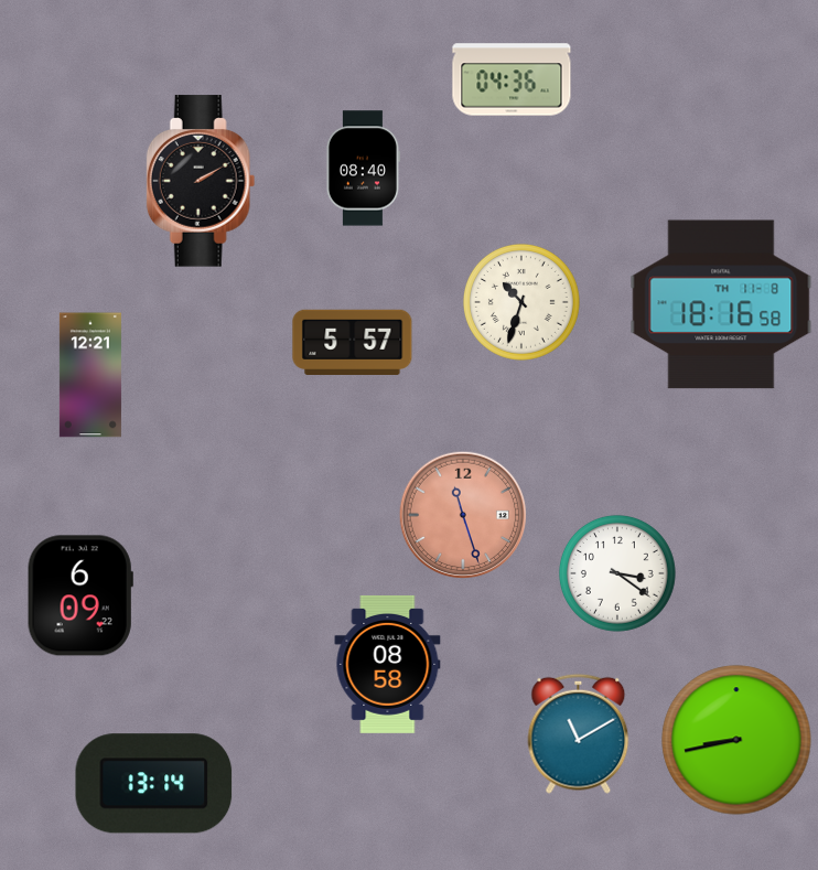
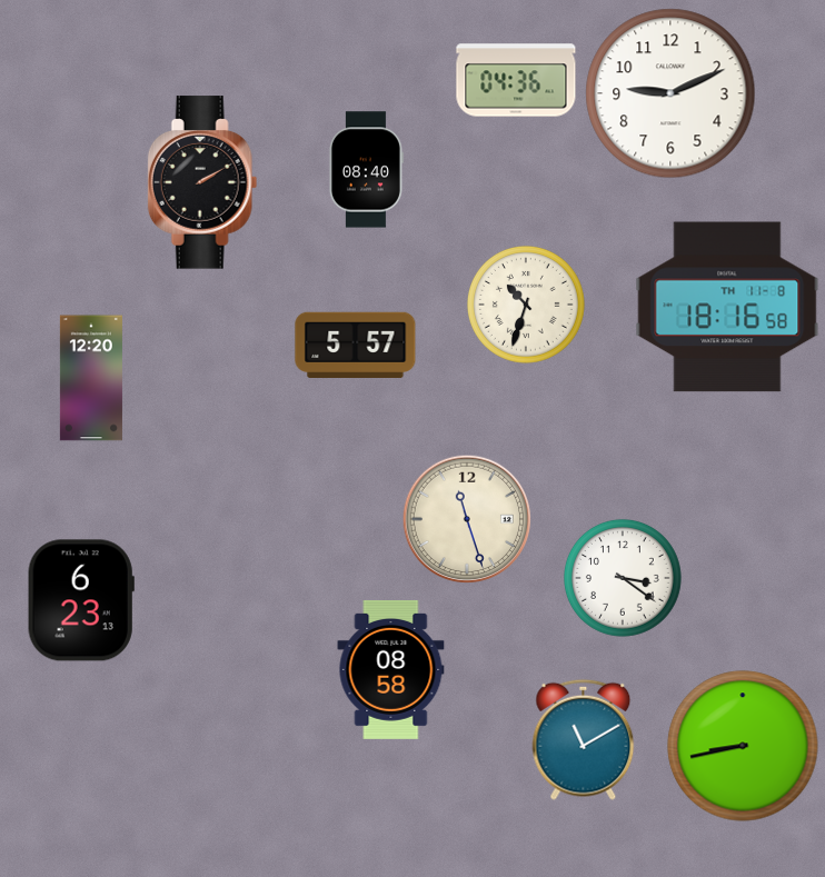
clock at (670, 93): none -> 9:11
clock at (90, 375): 12:21 -> 12:20
clock at (463, 515) dial: salmon -> cream
clock at (80, 595): 6:09 -> 6:23
clock at (154, 784): 13:14 -> none
